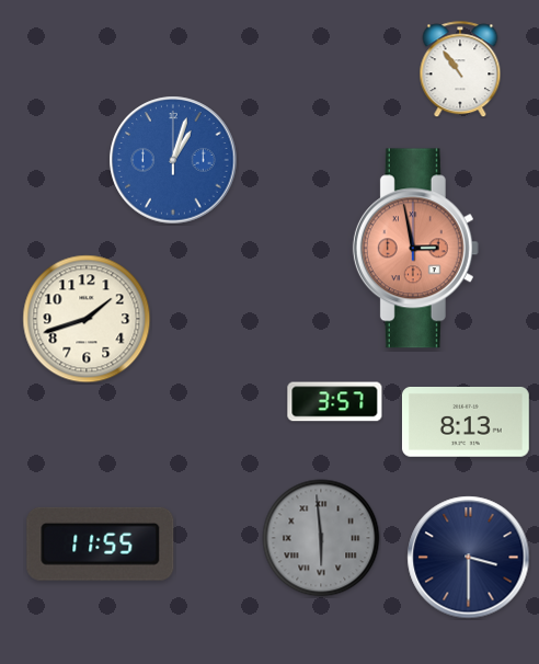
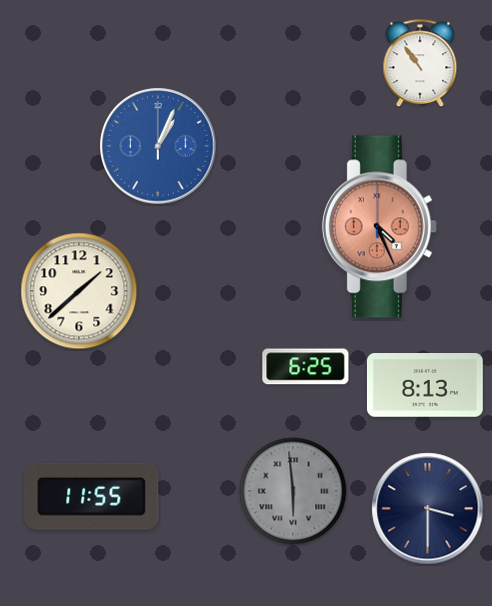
clock at (173, 160): 1:03 -> 1:04
clock at (415, 249): 2:58 -> 4:26
clock at (87, 319): 1:42 -> 1:38
clock at (335, 402): 3:57 -> 6:25
